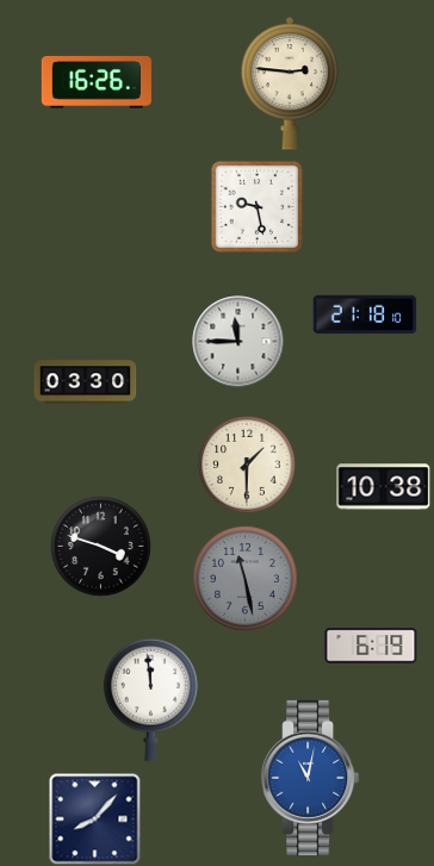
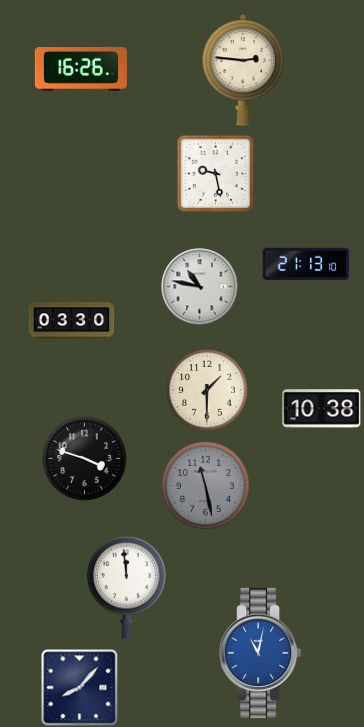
clock at (365, 314): 21:18 -> 21:13
clock at (238, 342): 11:45 -> 10:47
clock at (371, 646): 6:19 -> none
